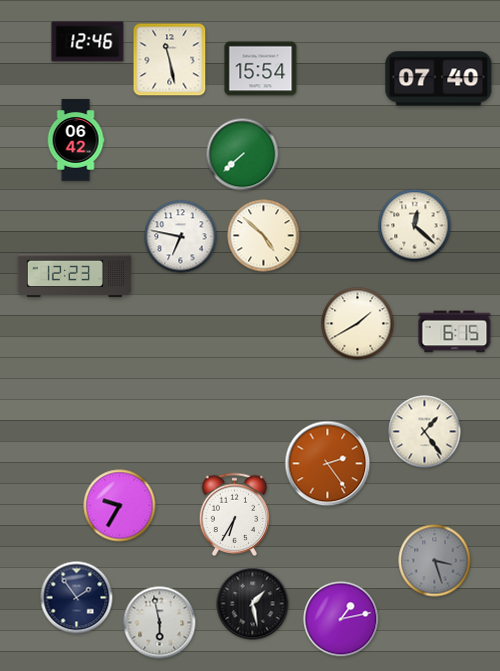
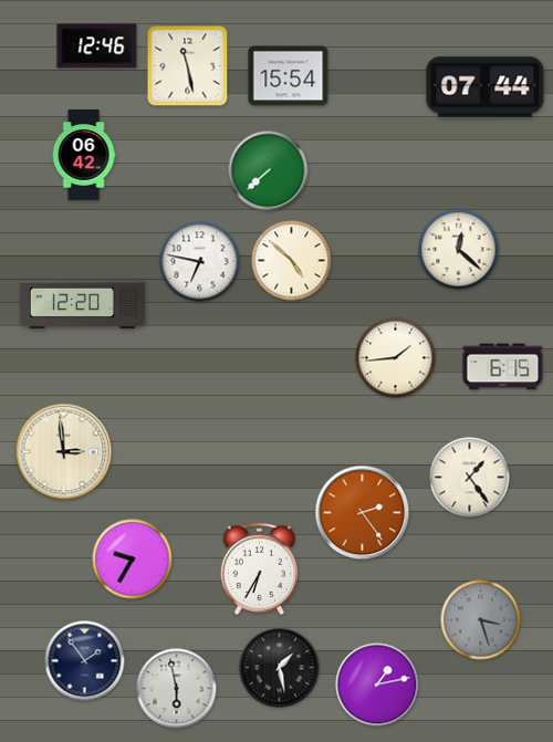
clock at (439, 79): 07:40 -> 07:44
clock at (75, 276): 12:23 -> 12:20
clock at (358, 324): 1:40 -> 1:44
clock at (64, 452): none -> 2:59
